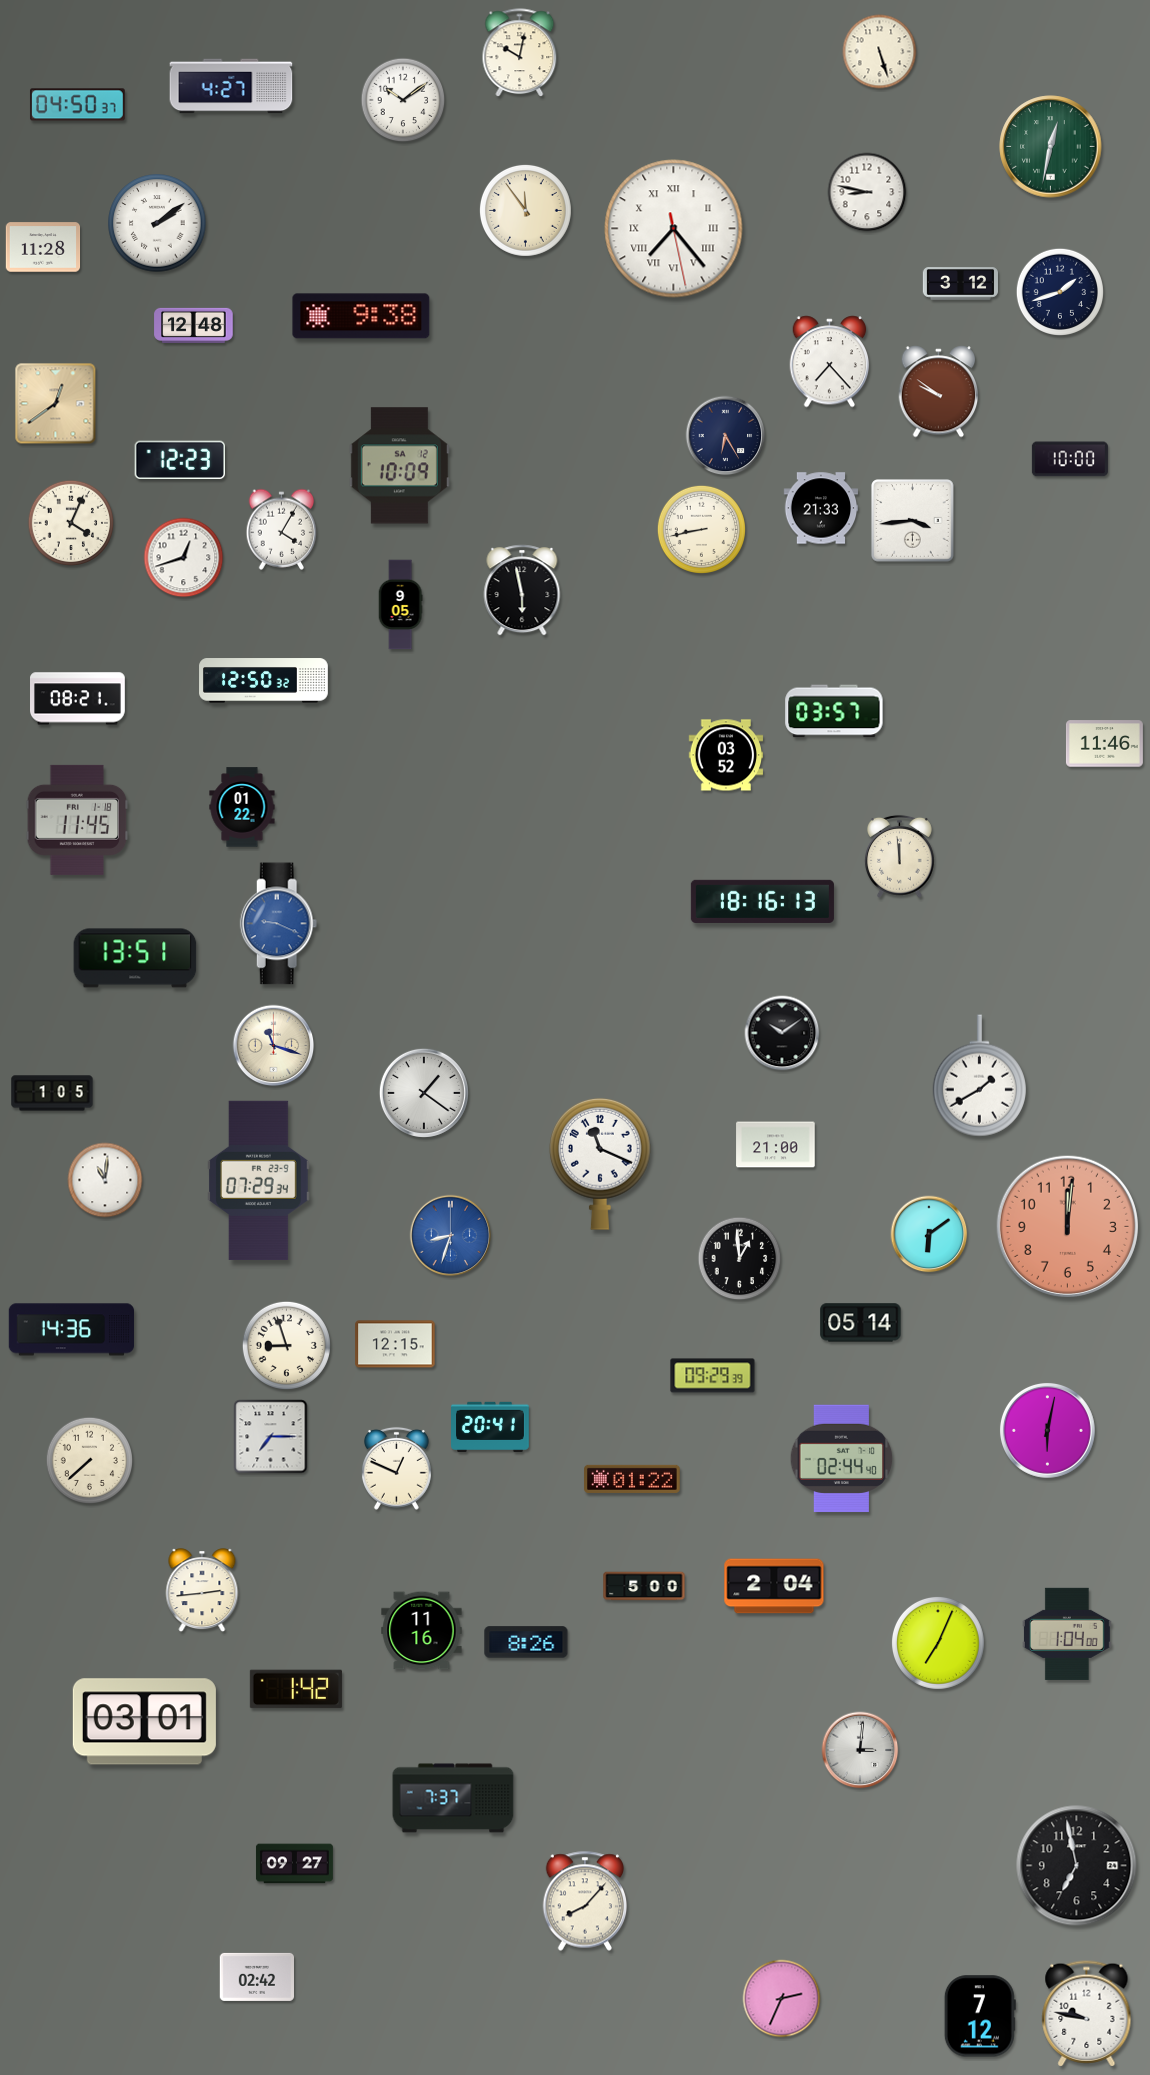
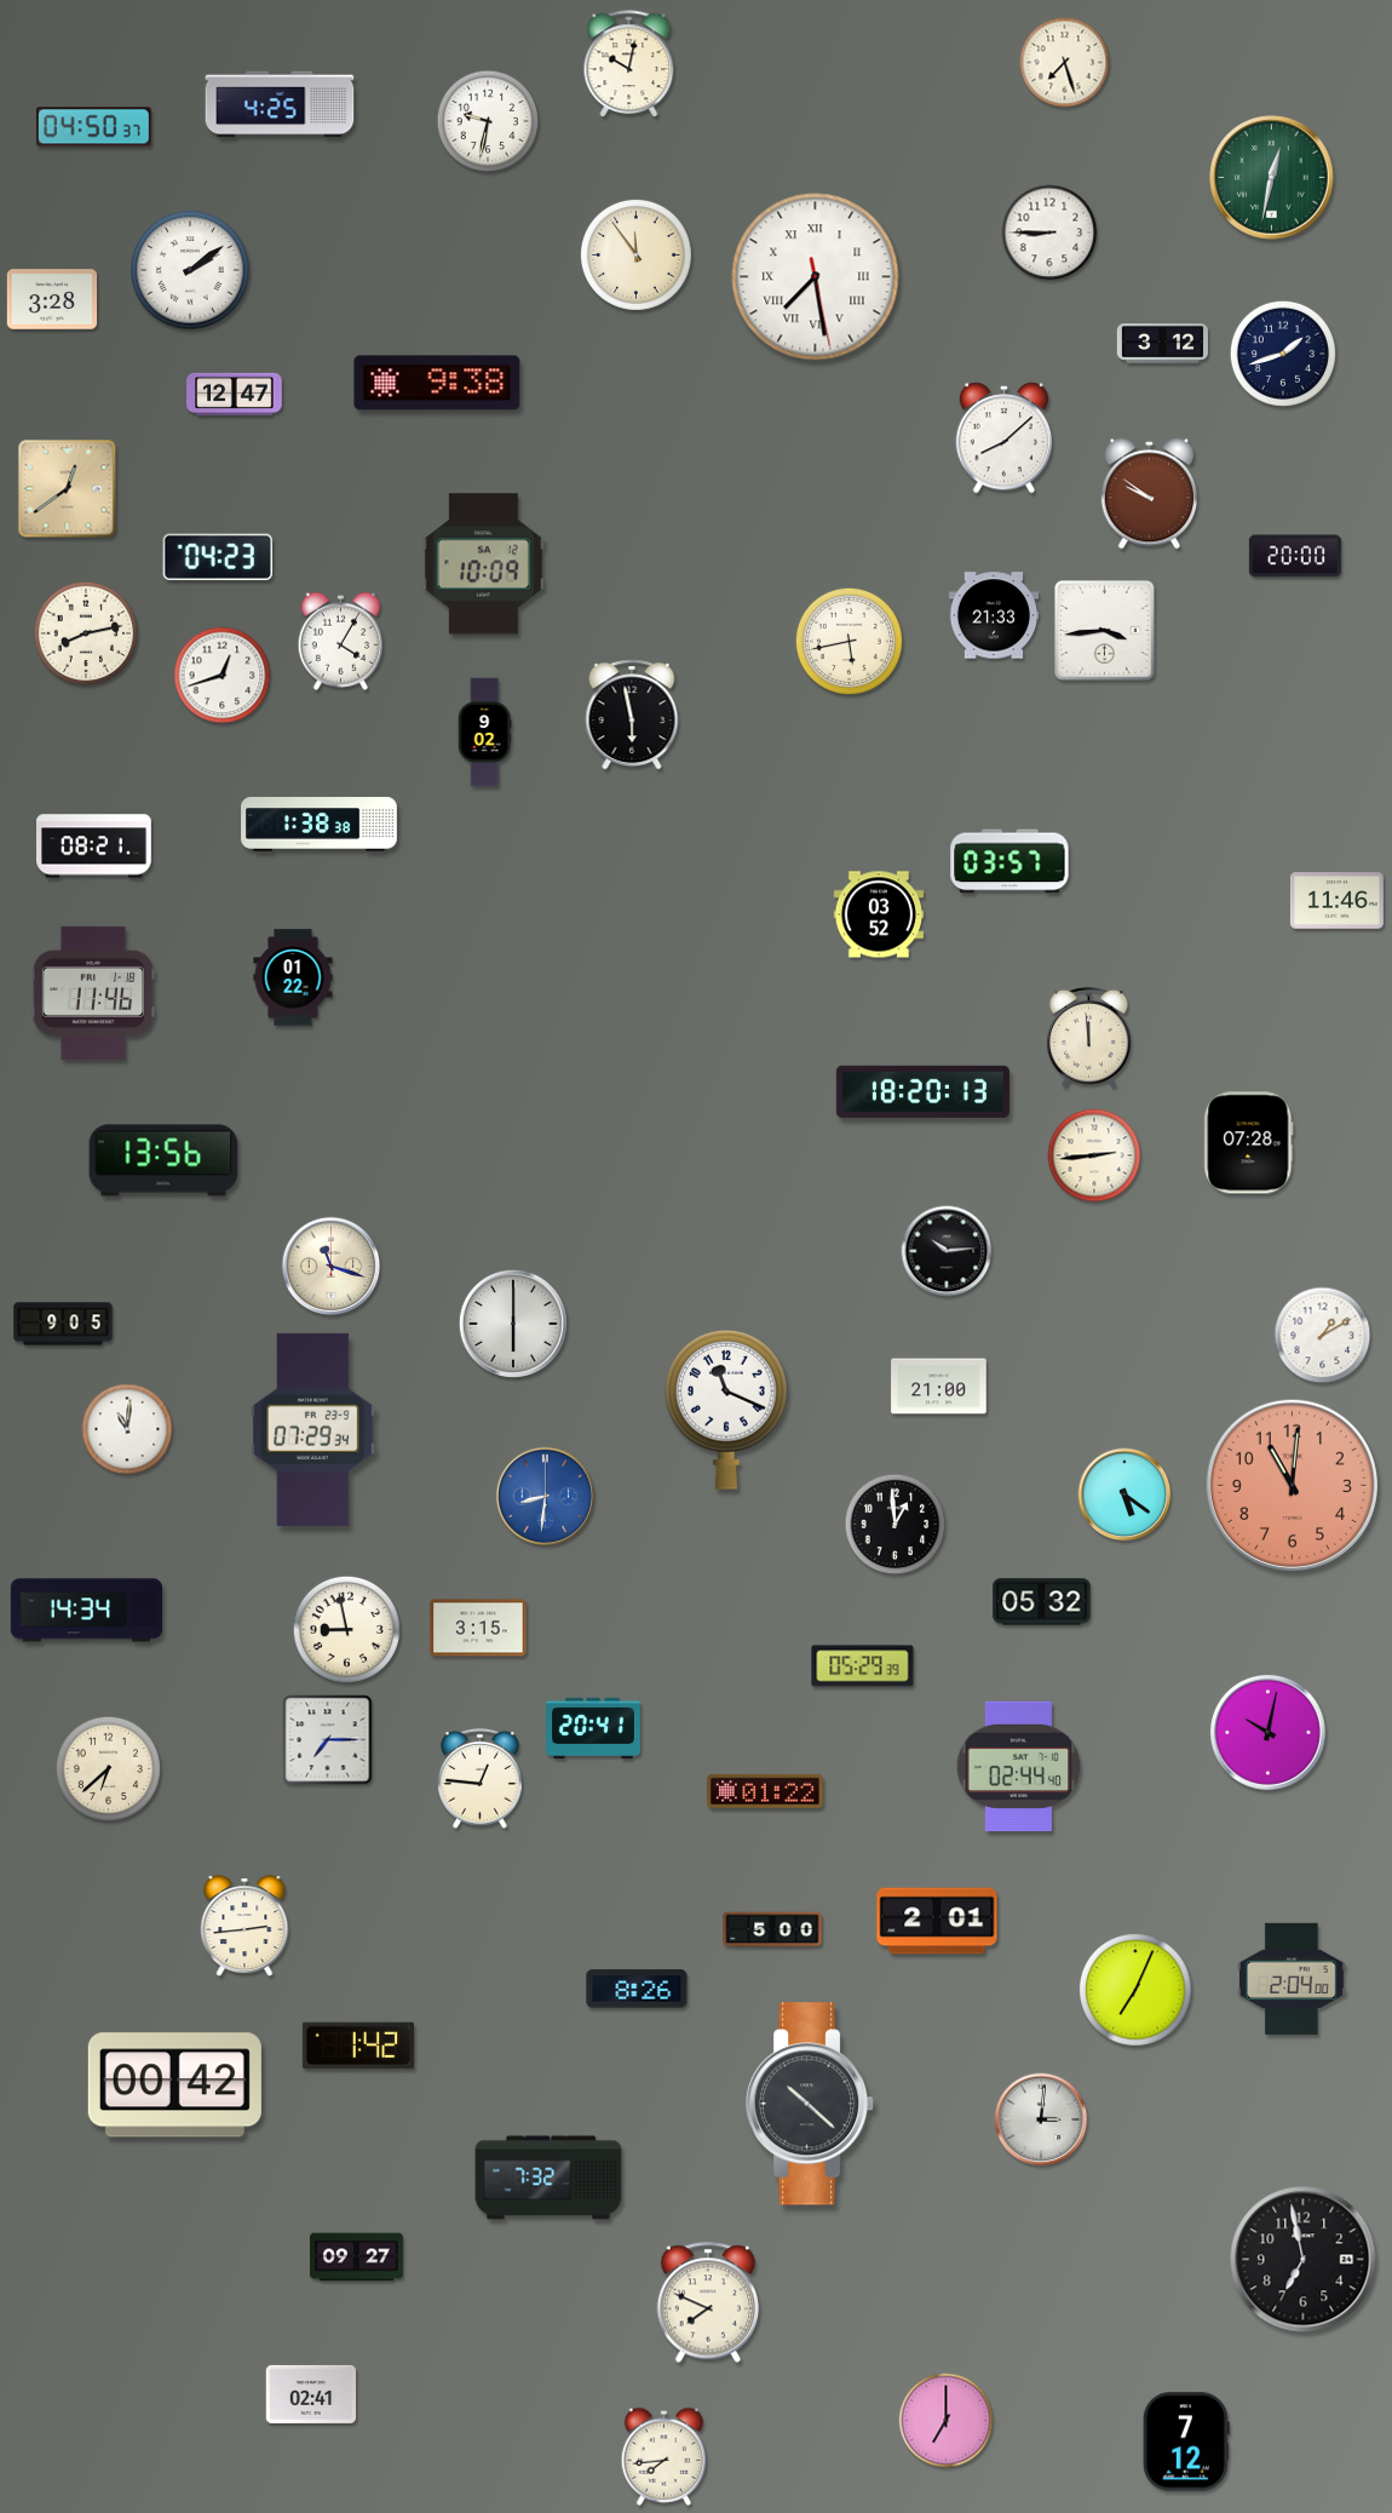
clock at (880, 52): 5:27 -> 7:27
clock at (231, 86): 4:27 -> 4:25
clock at (403, 100): 10:09 -> 9:32
clock at (867, 192): 8:47 -> 8:45
clock at (674, 229): 7:23 -> 7:28
clock at (43, 247): 11:28 -> 3:28
clock at (194, 325): 12:48 -> 12:47
clock at (830, 362): 7:23 -> 8:08
clock at (939, 392) position: (939, 392) -> (1150, 494)
clock at (726, 436): 6:25 -> none
clock at (1070, 459): 10:00 -> 20:00
clock at (180, 460): 12:23 -> 04:23
clock at (71, 523): 4:04 -> 8:13
clock at (701, 529): 8:43 -> 5:43
clock at (400, 605): 9:05 -> 9:02
clock at (264, 681): 12:50 -> 1:38
clock at (77, 820): 11:45 -> 11:46
clock at (762, 901): 18:16 -> 18:20
clock at (279, 924): 9:19 -> none
clock at (1249, 1143): none -> 07:28
clock at (1094, 1155): none -> 2:44
clock at (135, 958): 13:51 -> 13:56
clock at (782, 1033): 10:09 -> 10:14
clock at (979, 1076): 1:40 -> none
clock at (52, 1093): 1:05 -> 9:05
clock at (424, 1093): 1:21 -> 6:00
clock at (1323, 1336): none -> 1:10
clock at (1067, 1226): 12:01 -> 11:01
clock at (929, 1234): 6:09 -> 5:21
clock at (451, 1236): 8:33 -> 8:31
clock at (861, 1323): 05:14 -> 05:32
clock at (71, 1330): 14:36 -> 14:34
clock at (395, 1344): 12:15 -> 3:15
clock at (286, 1345): 8:57 -> 8:58
clock at (713, 1376): 09:29 -> 05:29
clock at (1047, 1430): 6:02 -> 10:02
clock at (89, 1460): 7:38 -> 6:38
clock at (396, 1468): 12:49 -> 12:46
clock at (644, 1586) position: (644, 1586) -> (772, 1929)
clock at (774, 1586): 2:04 -> 2:01
clock at (422, 1631): 11:16 -> none
clock at (1067, 1634): 1:04 -> 2:04
clock at (144, 1722): 03:01 -> 00:42
clock at (810, 2104): none -> 10:22
clock at (453, 1798): 7:37 -> 7:32
clock at (585, 1901): 8:07 -> 7:49
clock at (257, 1977): 02:42 -> 02:41
clock at (782, 1999): 2:34 -> 7:00
clock at (1087, 2014): 9:47 -> none
clock at (665, 2456): none -> 7:44
